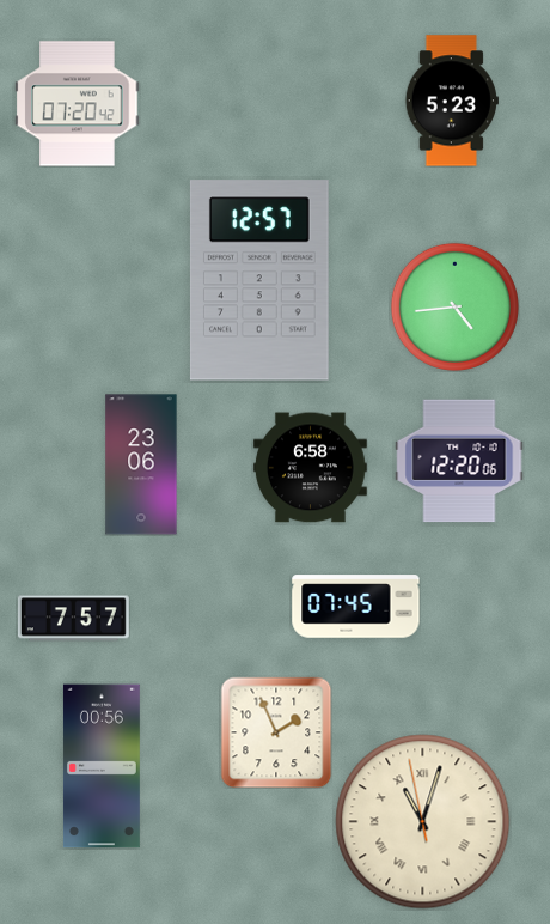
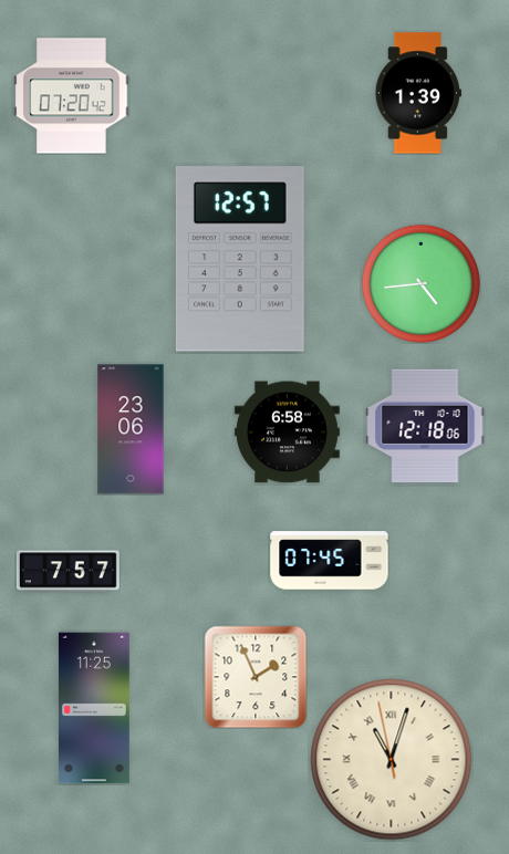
clock at (452, 101): 5:23 -> 1:39
clock at (459, 461): 12:20 -> 12:18
clock at (102, 766): 00:56 -> 11:25
